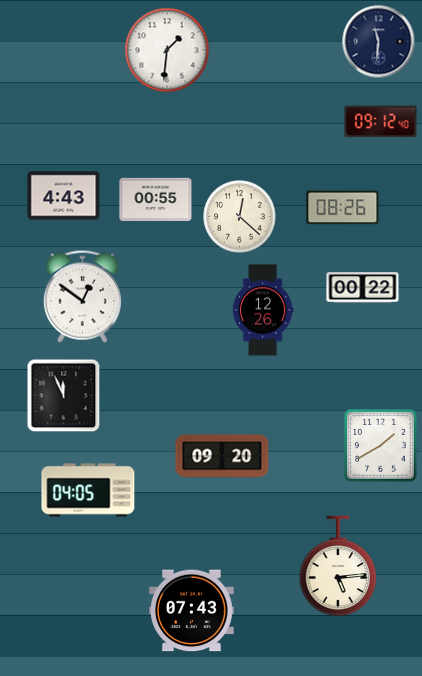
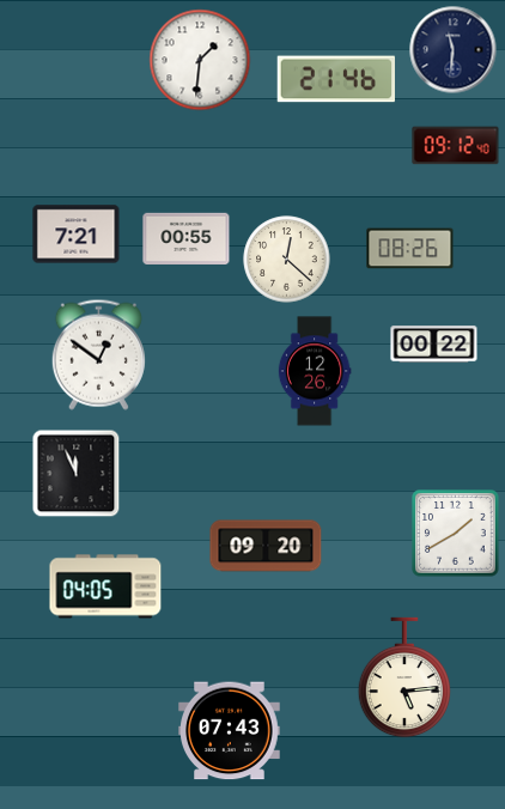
clock at (335, 79): none -> 21:46
clock at (64, 196): 4:43 -> 7:21
